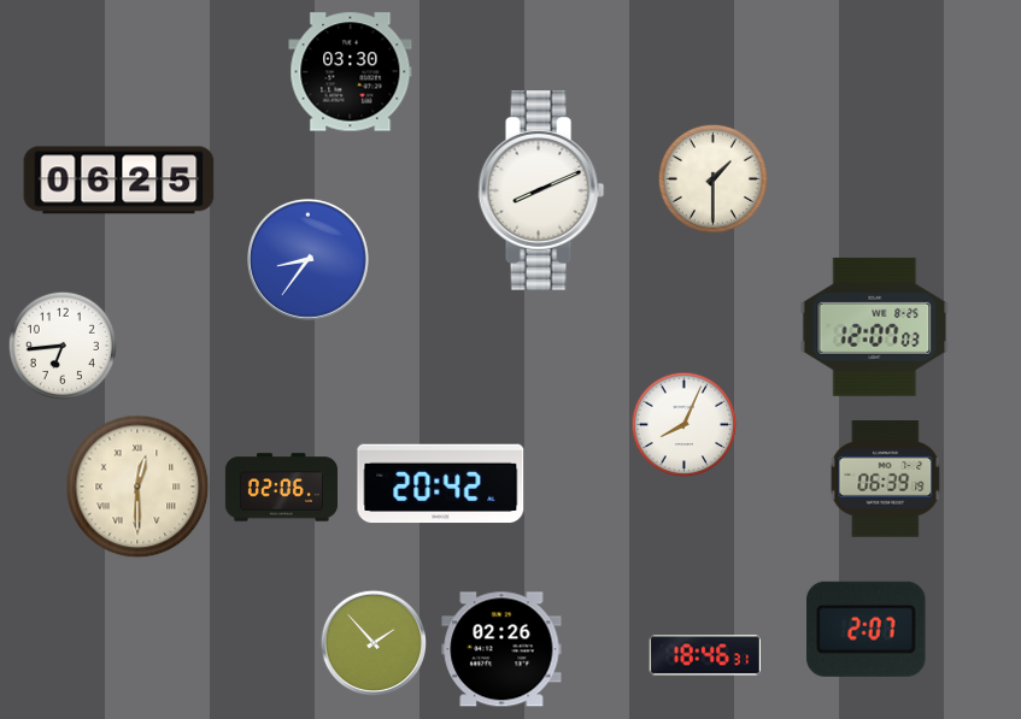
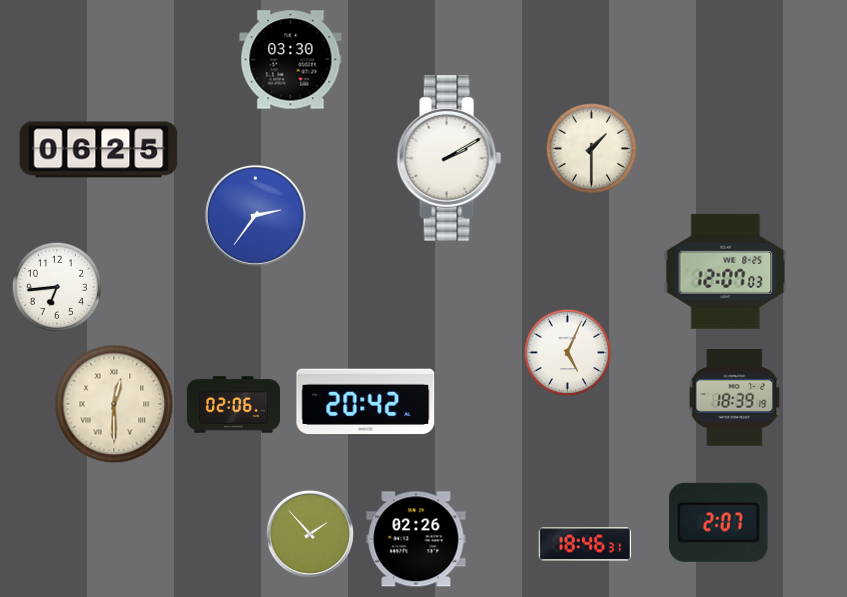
clock at (541, 191): 8:11 -> 2:10
clock at (309, 260): 8:36 -> 2:36
clock at (61, 344) position: (61, 344) -> (56, 286)
clock at (685, 425): 8:04 -> 5:04
clock at (886, 479): 06:39 -> 18:39
